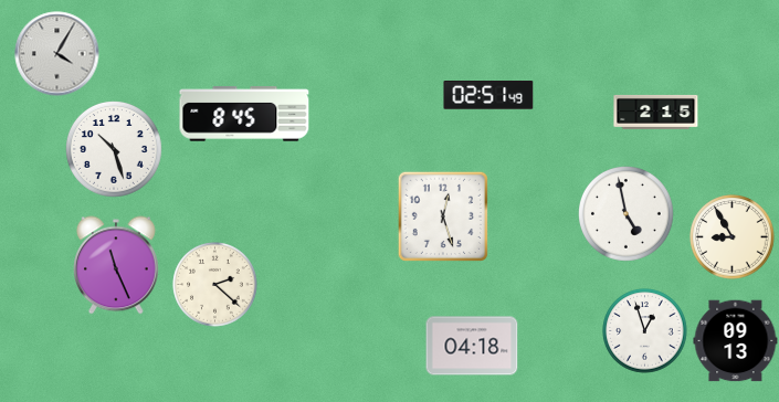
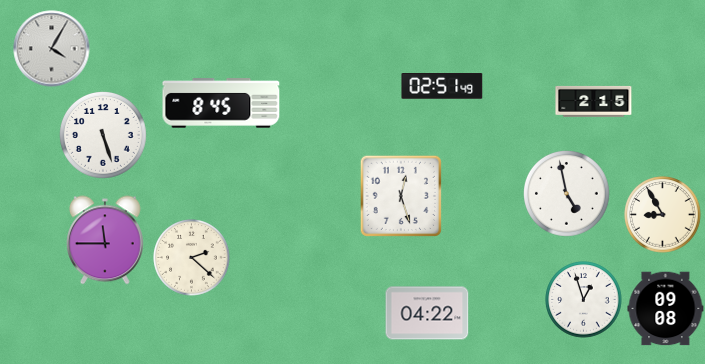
clock at (115, 150): 10:27 -> 5:27
clock at (117, 265): 11:26 -> 11:45
clock at (215, 285) position: (215, 285) -> (192, 258)
clock at (736, 341): 09:13 -> 09:08
clock at (472, 346): 04:18 -> 04:22
